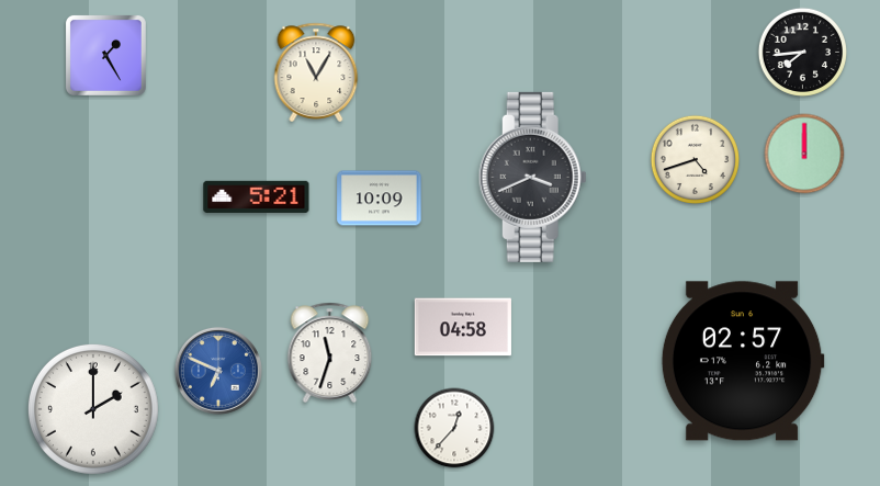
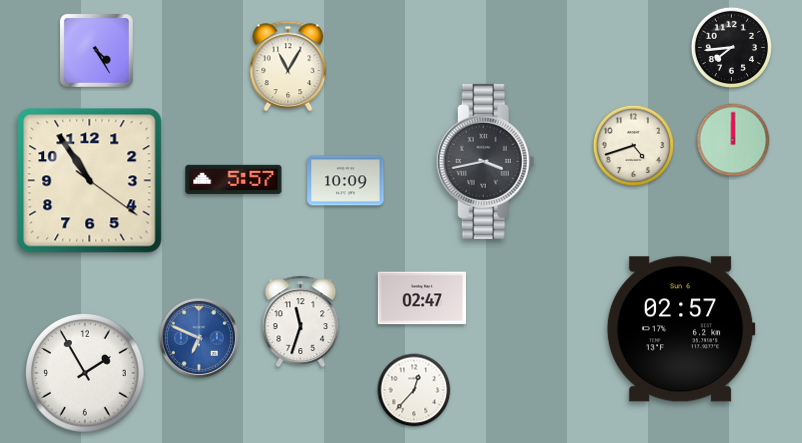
clock at (105, 55): 1:25 -> 4:25
clock at (532, 177): 3:41 -> 3:43
clock at (257, 196): 5:21 -> 5:57
clock at (90, 181): none -> 10:54
clock at (463, 327): 04:58 -> 02:47
clock at (743, 361) position: (743, 361) -> (681, 329)
clock at (93, 409): 2:00 -> 1:55
